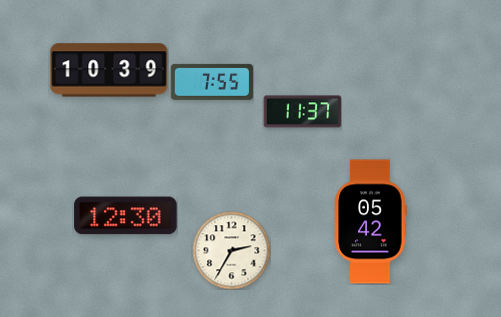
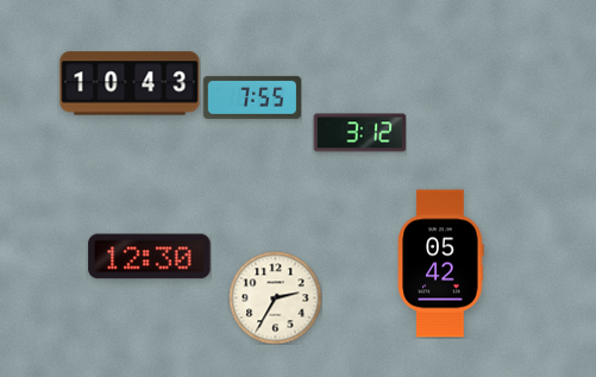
clock at (109, 70): 10:39 -> 10:43
clock at (302, 112): 11:37 -> 3:12
